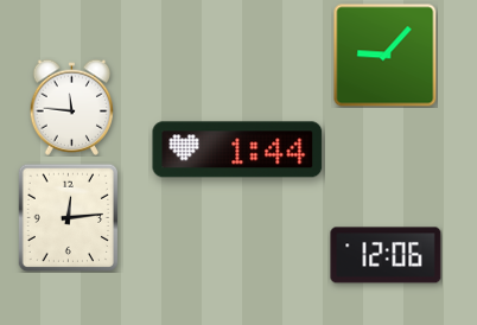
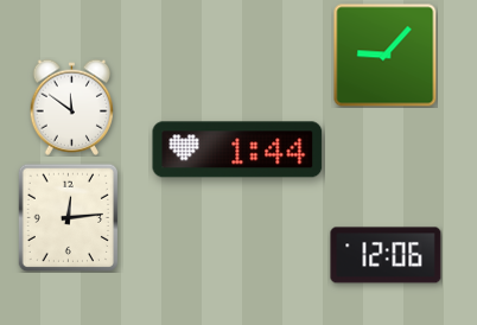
clock at (71, 107): 11:46 -> 11:51
